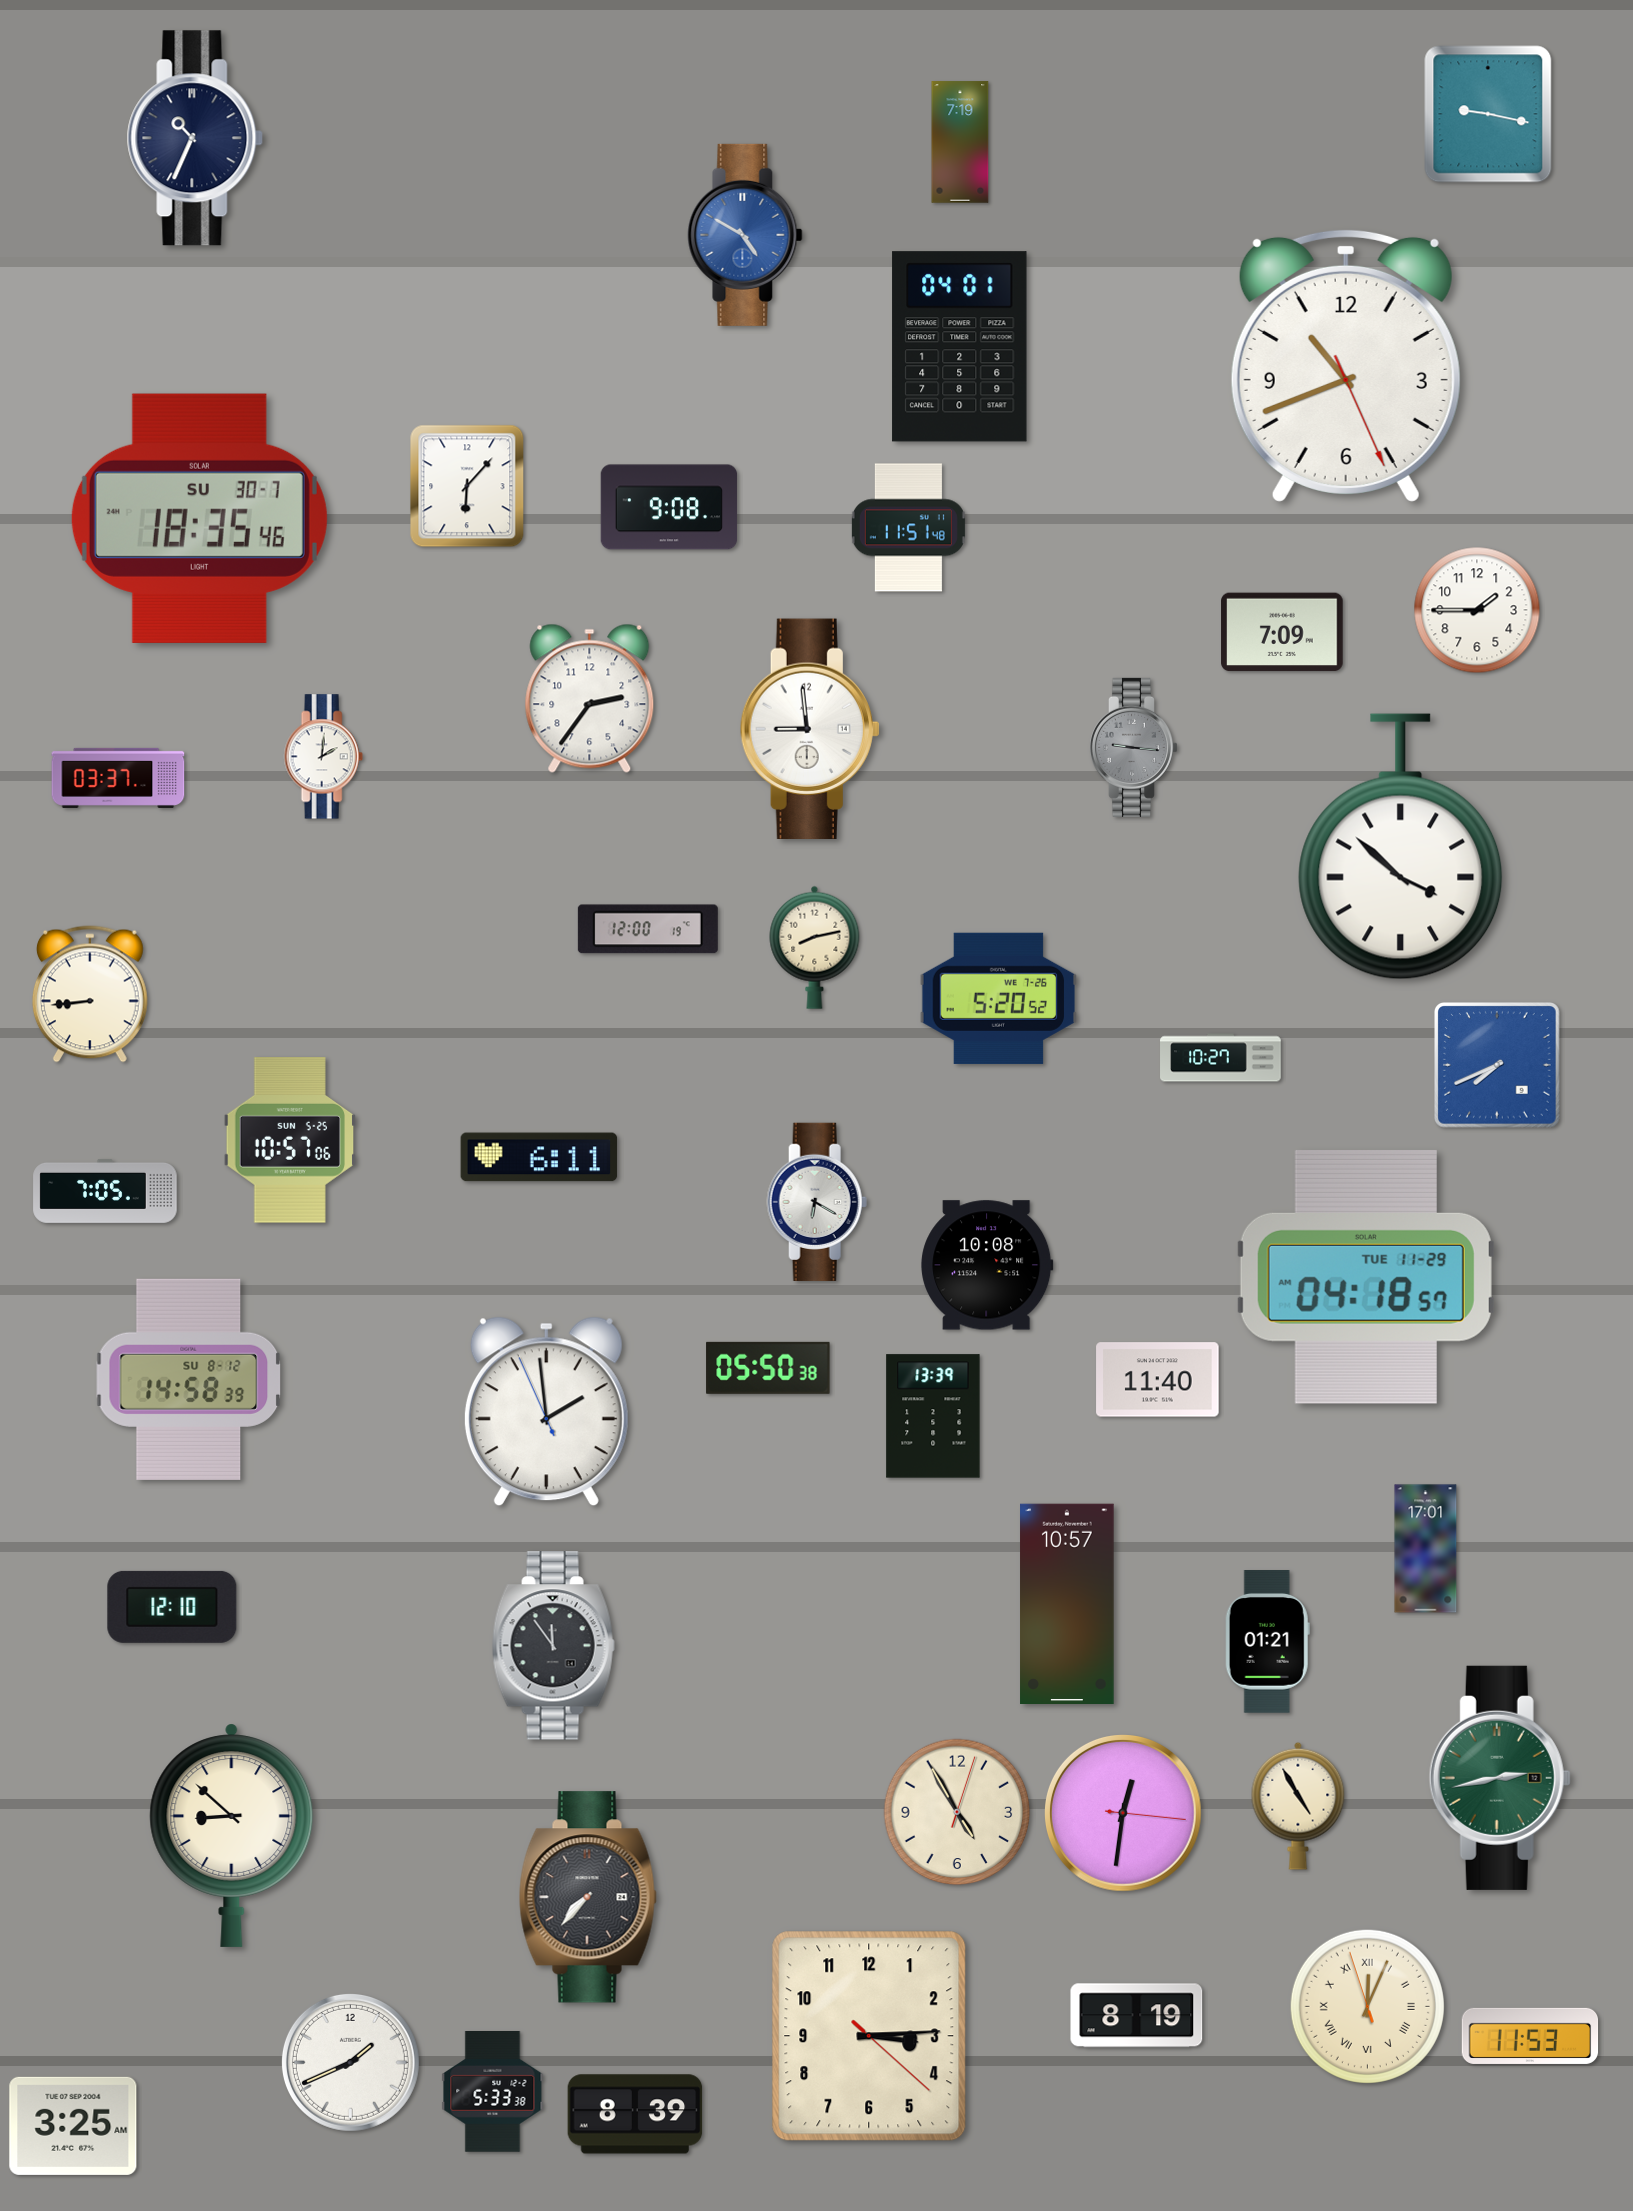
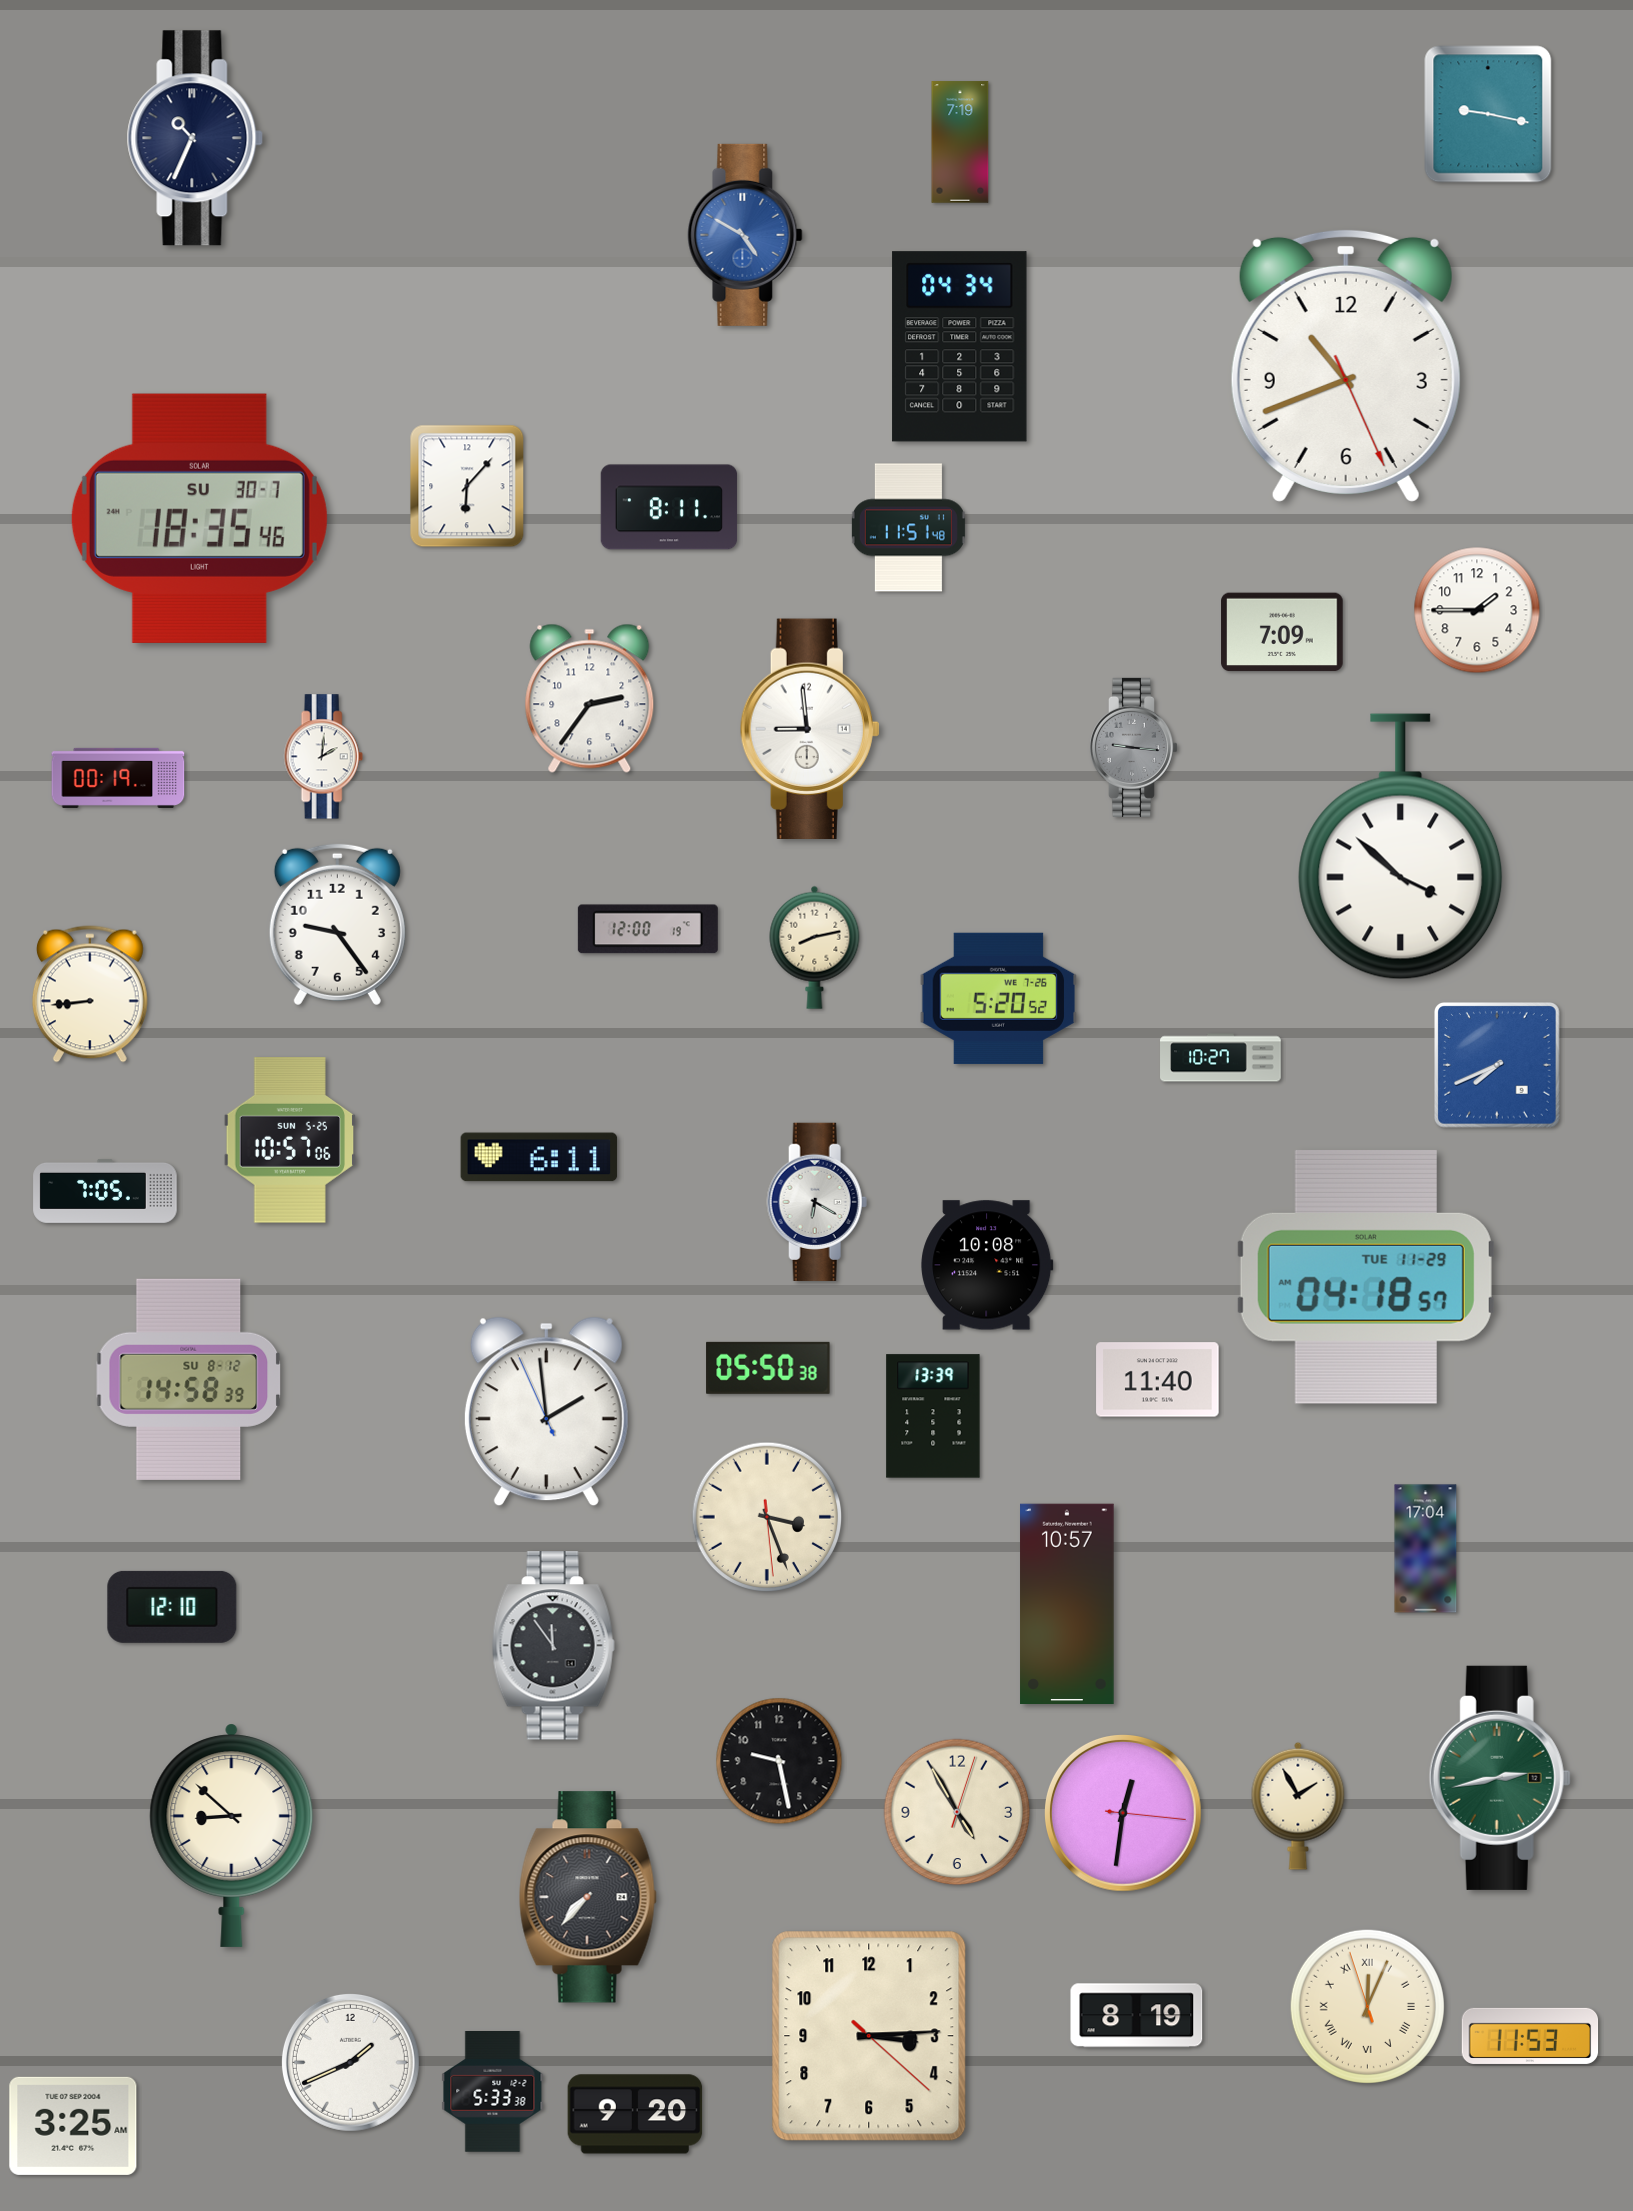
clock at (960, 347): 04:01 -> 04:34
clock at (669, 507): 9:08 -> 8:11
clock at (118, 778): 03:37 -> 00:19
clock at (337, 924): none -> 9:24
clock at (767, 1517): none -> 3:26
clock at (1426, 1549): 17:01 -> 17:04
clock at (1267, 1642): 01:21 -> none
clock at (779, 1761): none -> 9:28
clock at (1298, 1806): 4:55 -> 1:55
clock at (635, 2114): 8:39 -> 9:20
